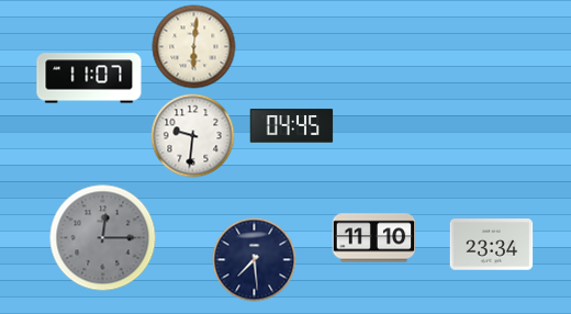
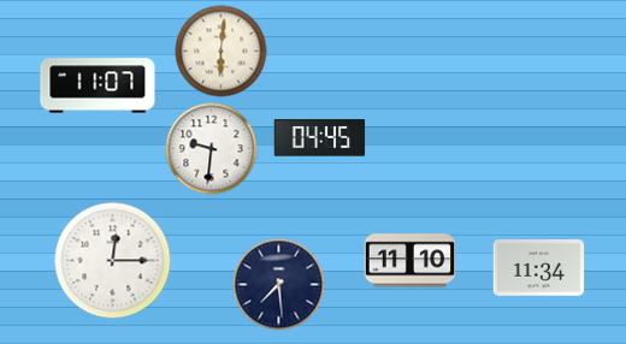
clock at (194, 47) position: (194, 47) -> (222, 52)
clock at (103, 238) dial: grey -> white
clock at (492, 245): 23:34 -> 11:34
